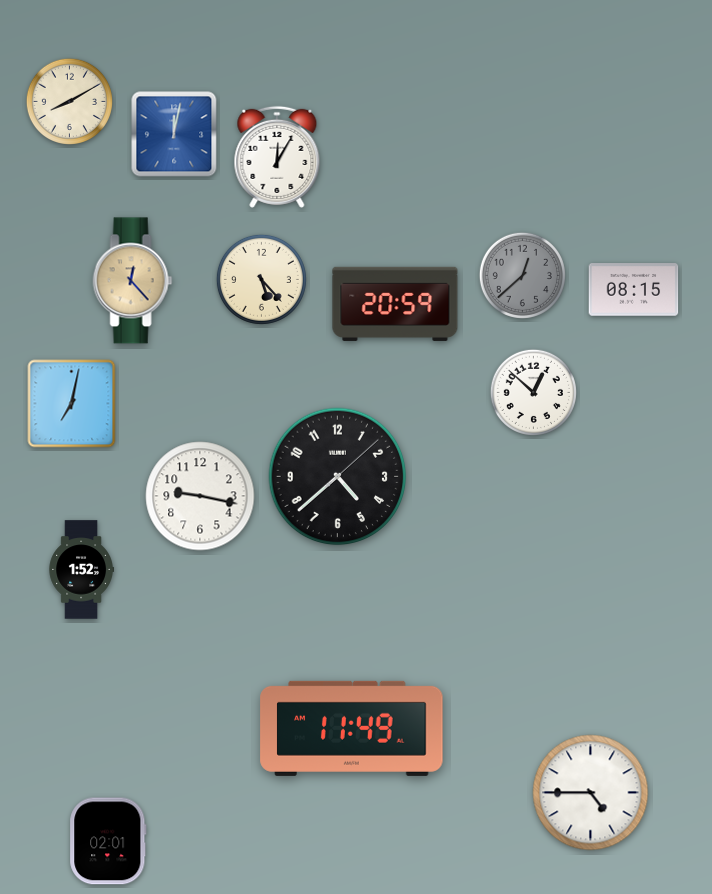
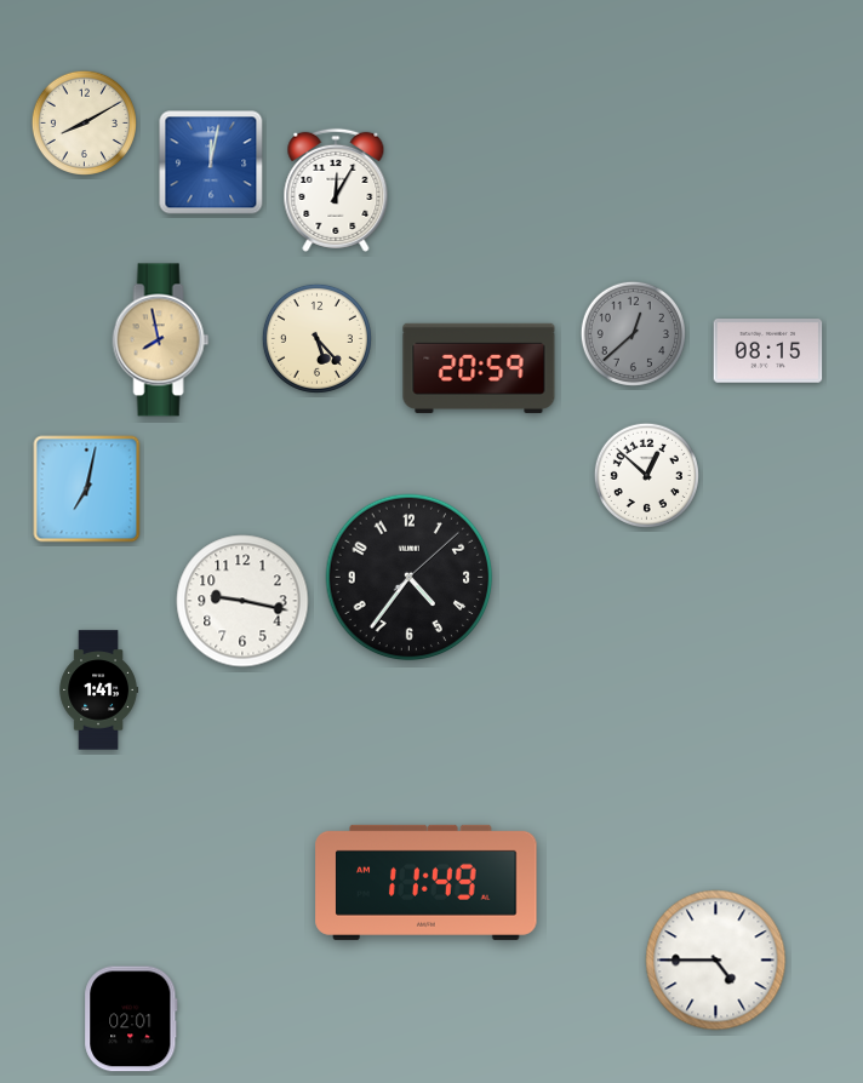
clock at (133, 281): 12:23 -> 7:58
clock at (338, 477): 4:38 -> 4:36
clock at (81, 570): 1:52 -> 1:41
